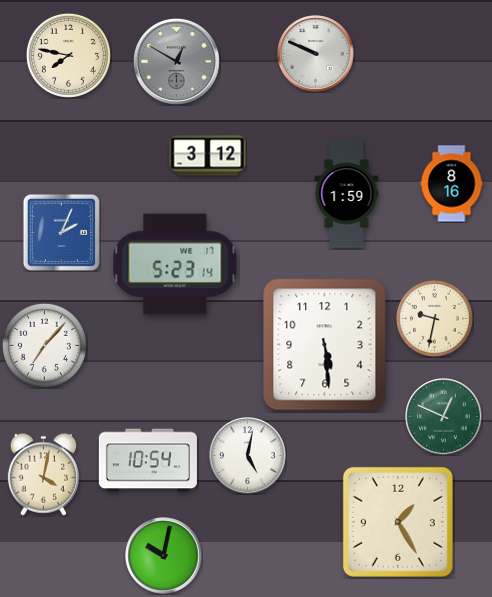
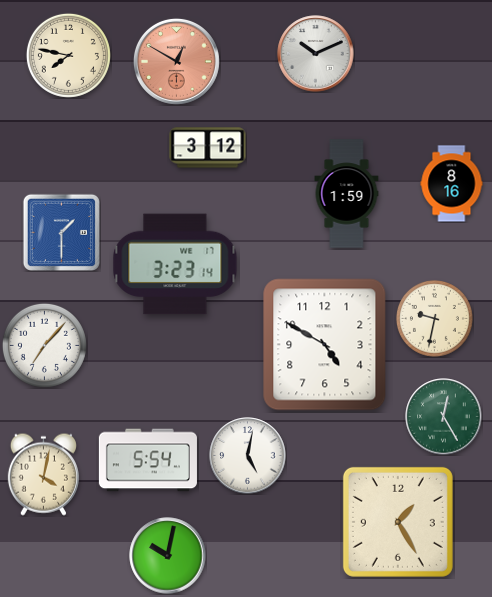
clock at (316, 54): 9:49 -> 10:11
clock at (176, 61) dial: grey -> salmon
clock at (208, 156) position: (208, 156) -> (208, 148)
clock at (61, 232): 2:04 -> 1:30
clock at (175, 264): 5:23 -> 3:23
clock at (325, 345): 5:29 -> 4:50
clock at (444, 417): 12:49 -> 12:25
clock at (148, 460): 10:54 -> 5:54
clock at (164, 556) position: (164, 556) -> (168, 556)
